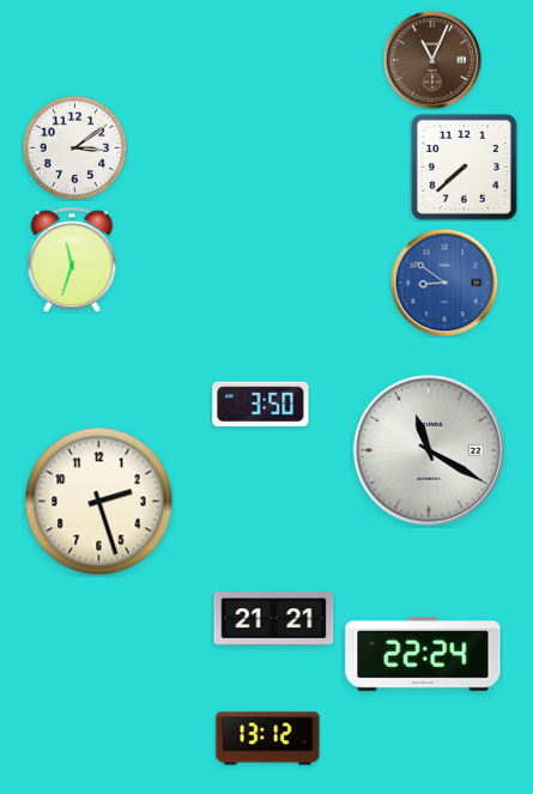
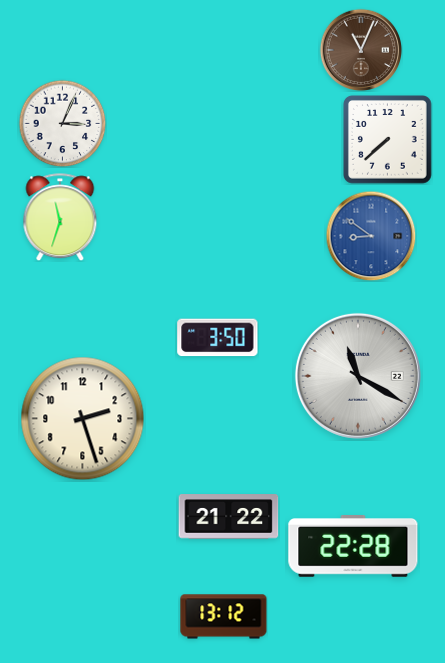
clock at (74, 147): 3:09 -> 3:04
clock at (274, 619): 21:21 -> 21:22
clock at (423, 655): 22:24 -> 22:28
